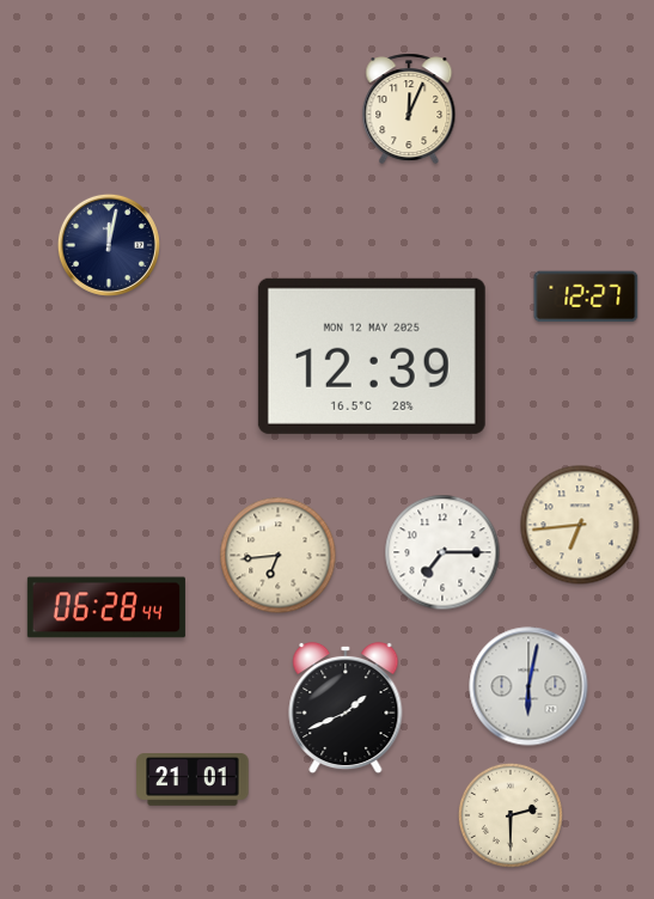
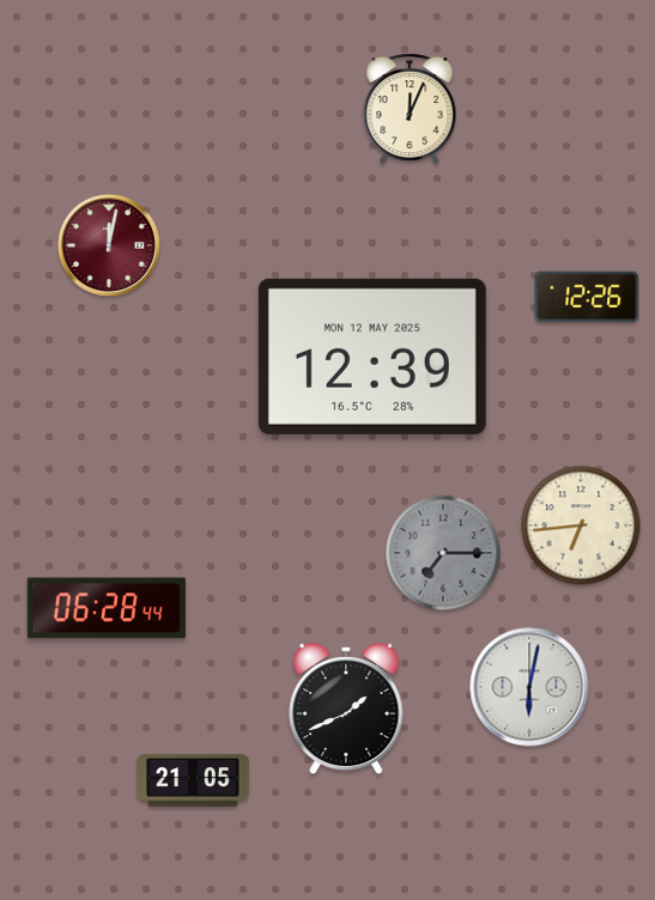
clock at (109, 245) dial: navy -> burgundy
clock at (586, 296): 12:27 -> 12:26
clock at (442, 552) dial: white -> grey
clock at (279, 556): 6:44 -> none
clock at (192, 781): 21:01 -> 21:05
clock at (511, 815): 2:30 -> none
